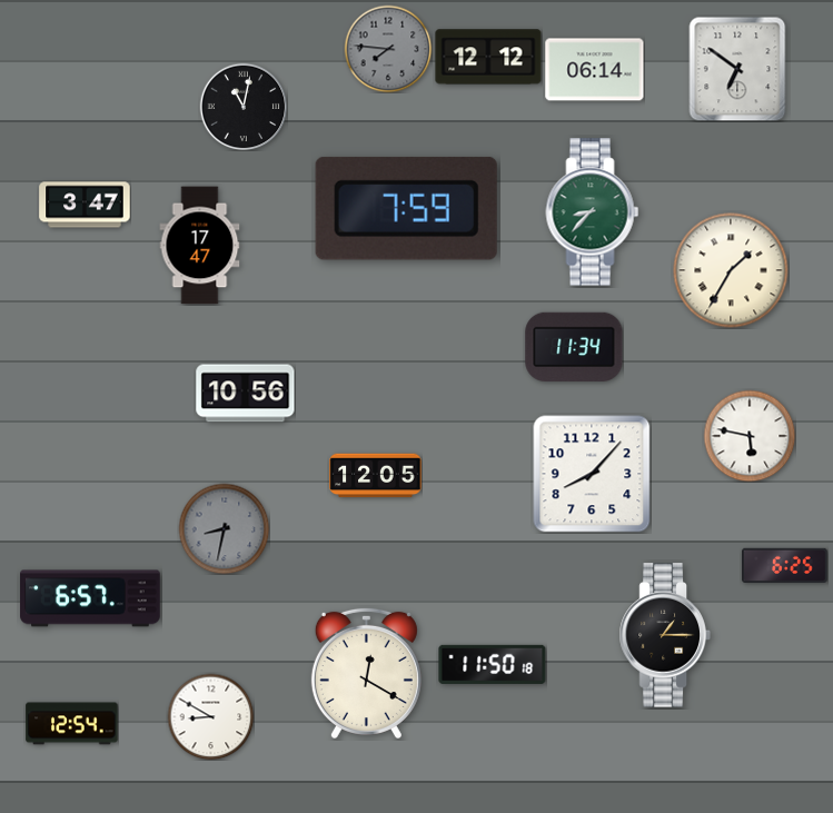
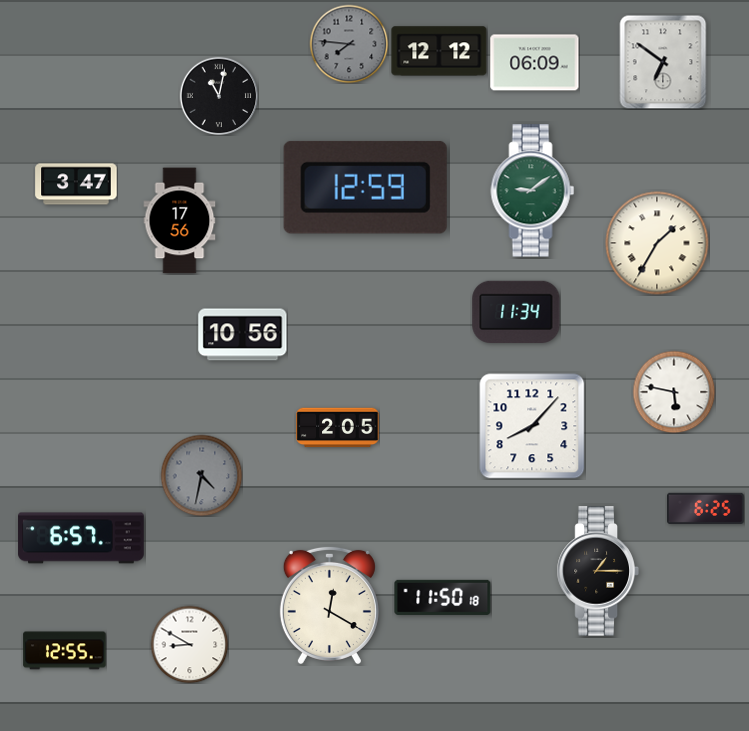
clock at (595, 70): 06:14 -> 06:09
clock at (406, 208): 7:59 -> 12:59
clock at (593, 212): 8:37 -> 9:09
clock at (200, 246): 17:47 -> 17:56
clock at (246, 394) position: (246, 394) -> (243, 335)
clock at (376, 476): 12:05 -> 2:05
clock at (224, 528): 8:32 -> 4:32
clock at (72, 724): 12:54 -> 12:55
